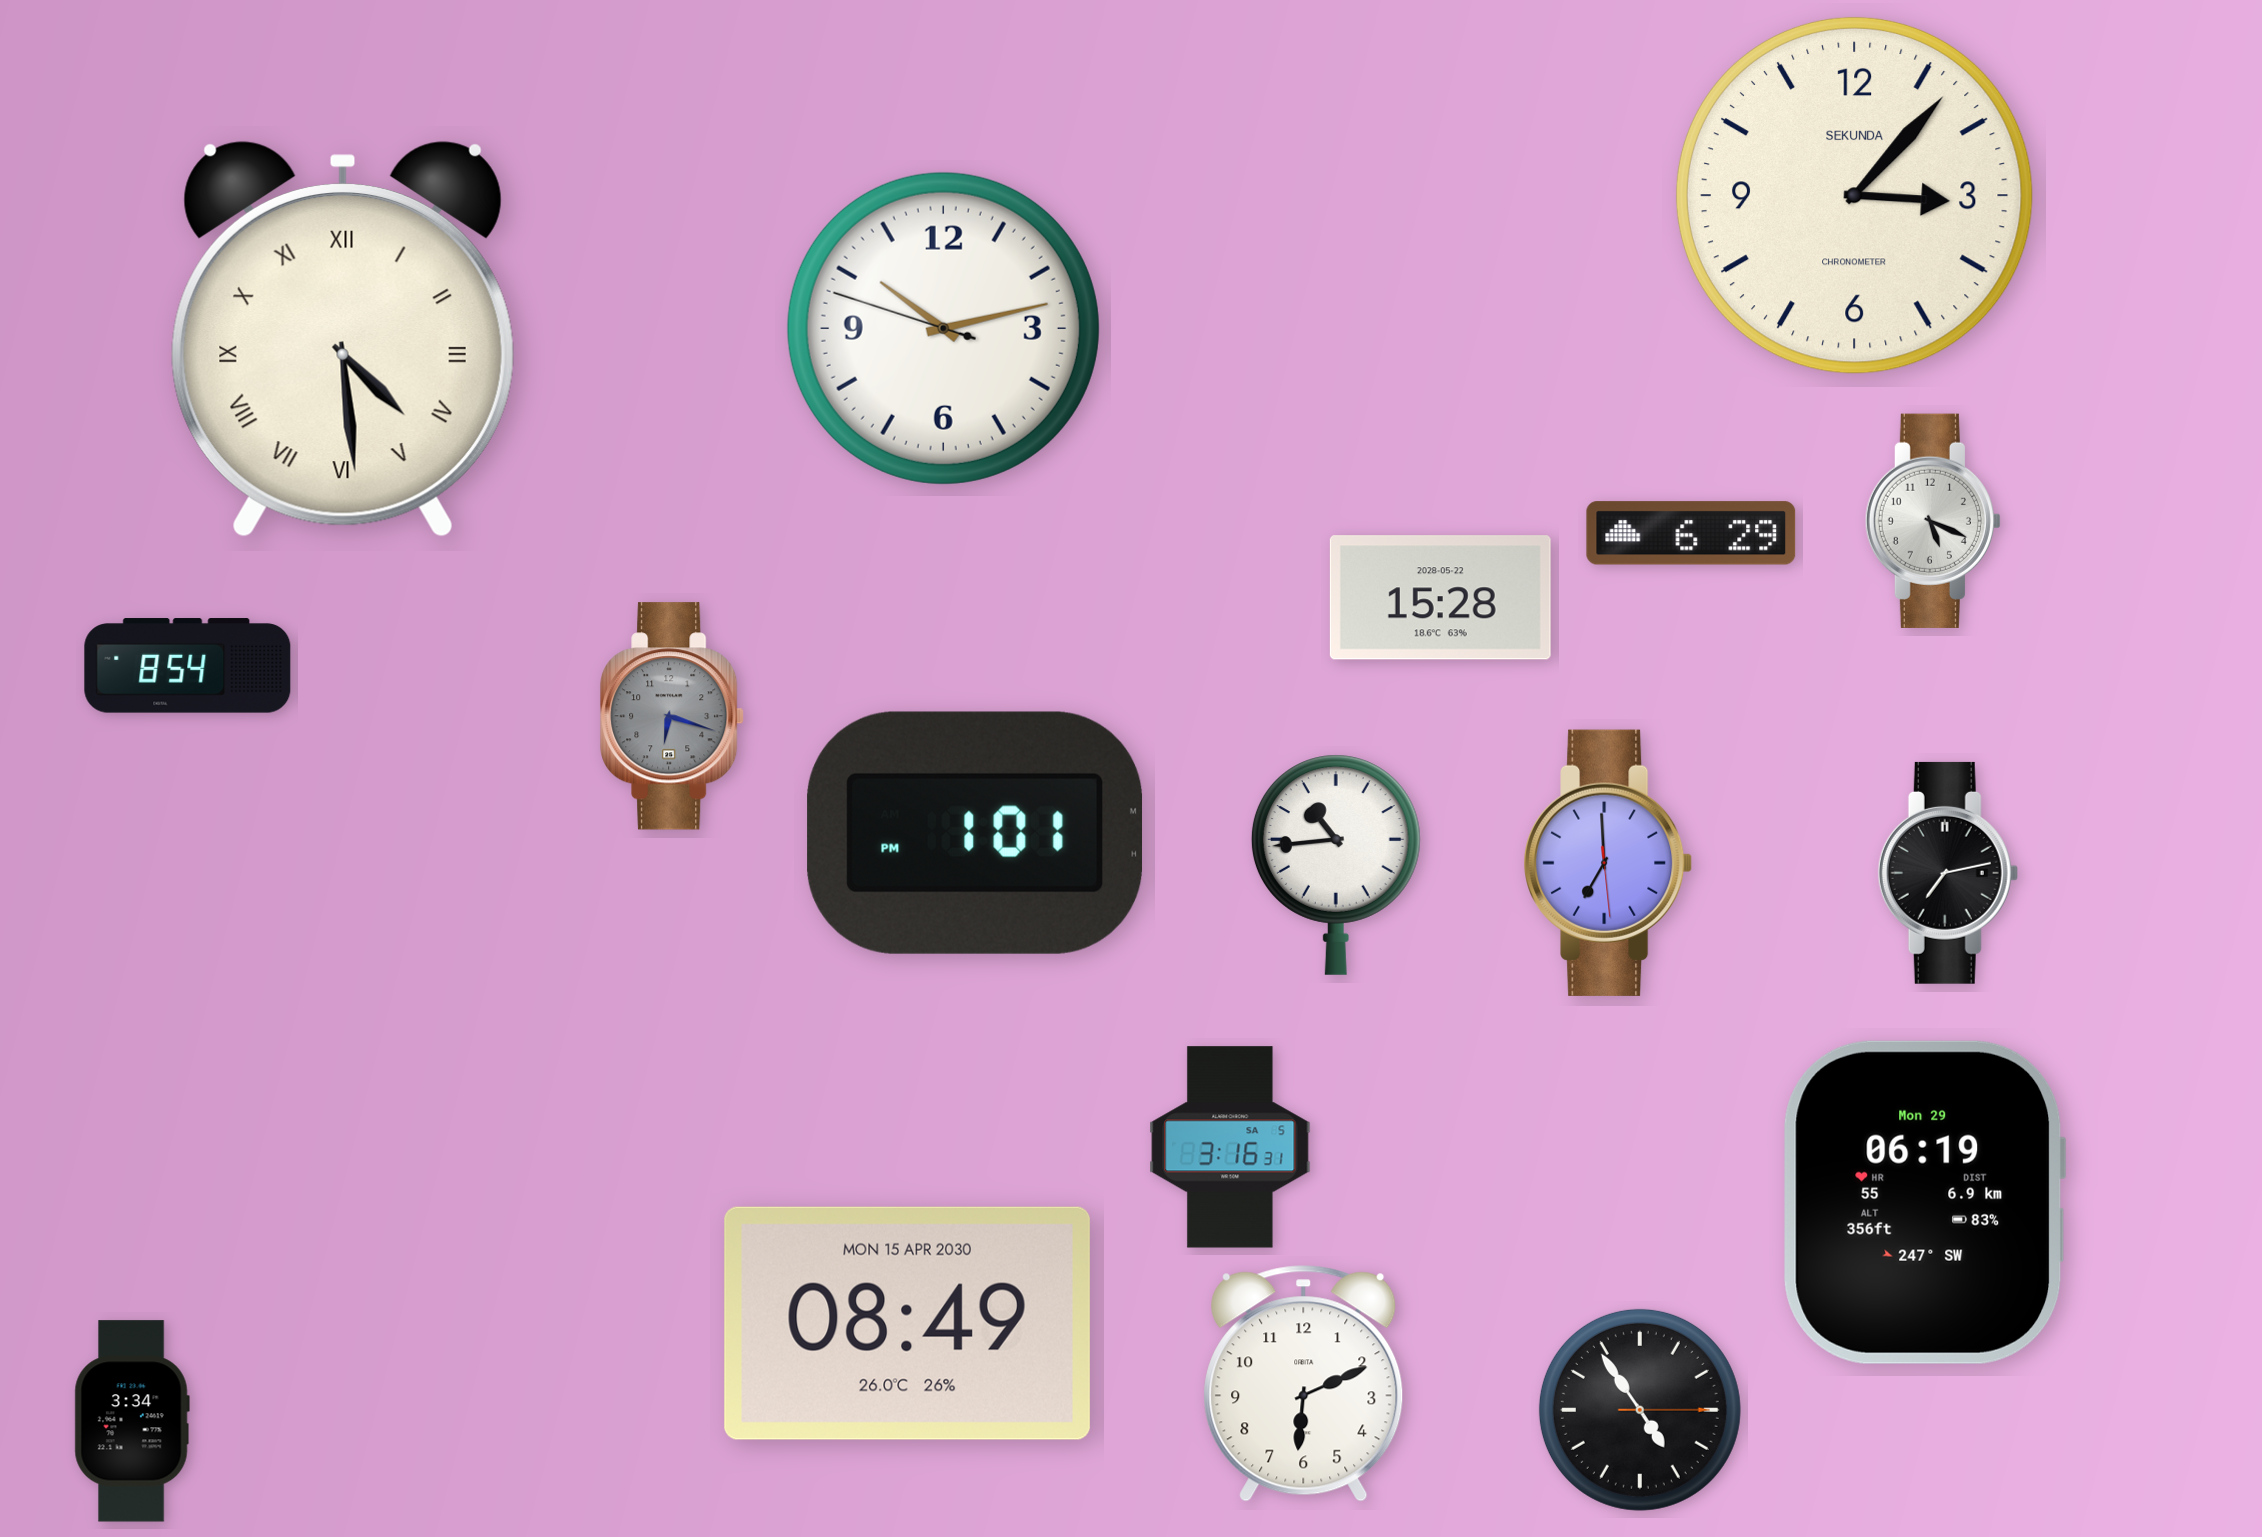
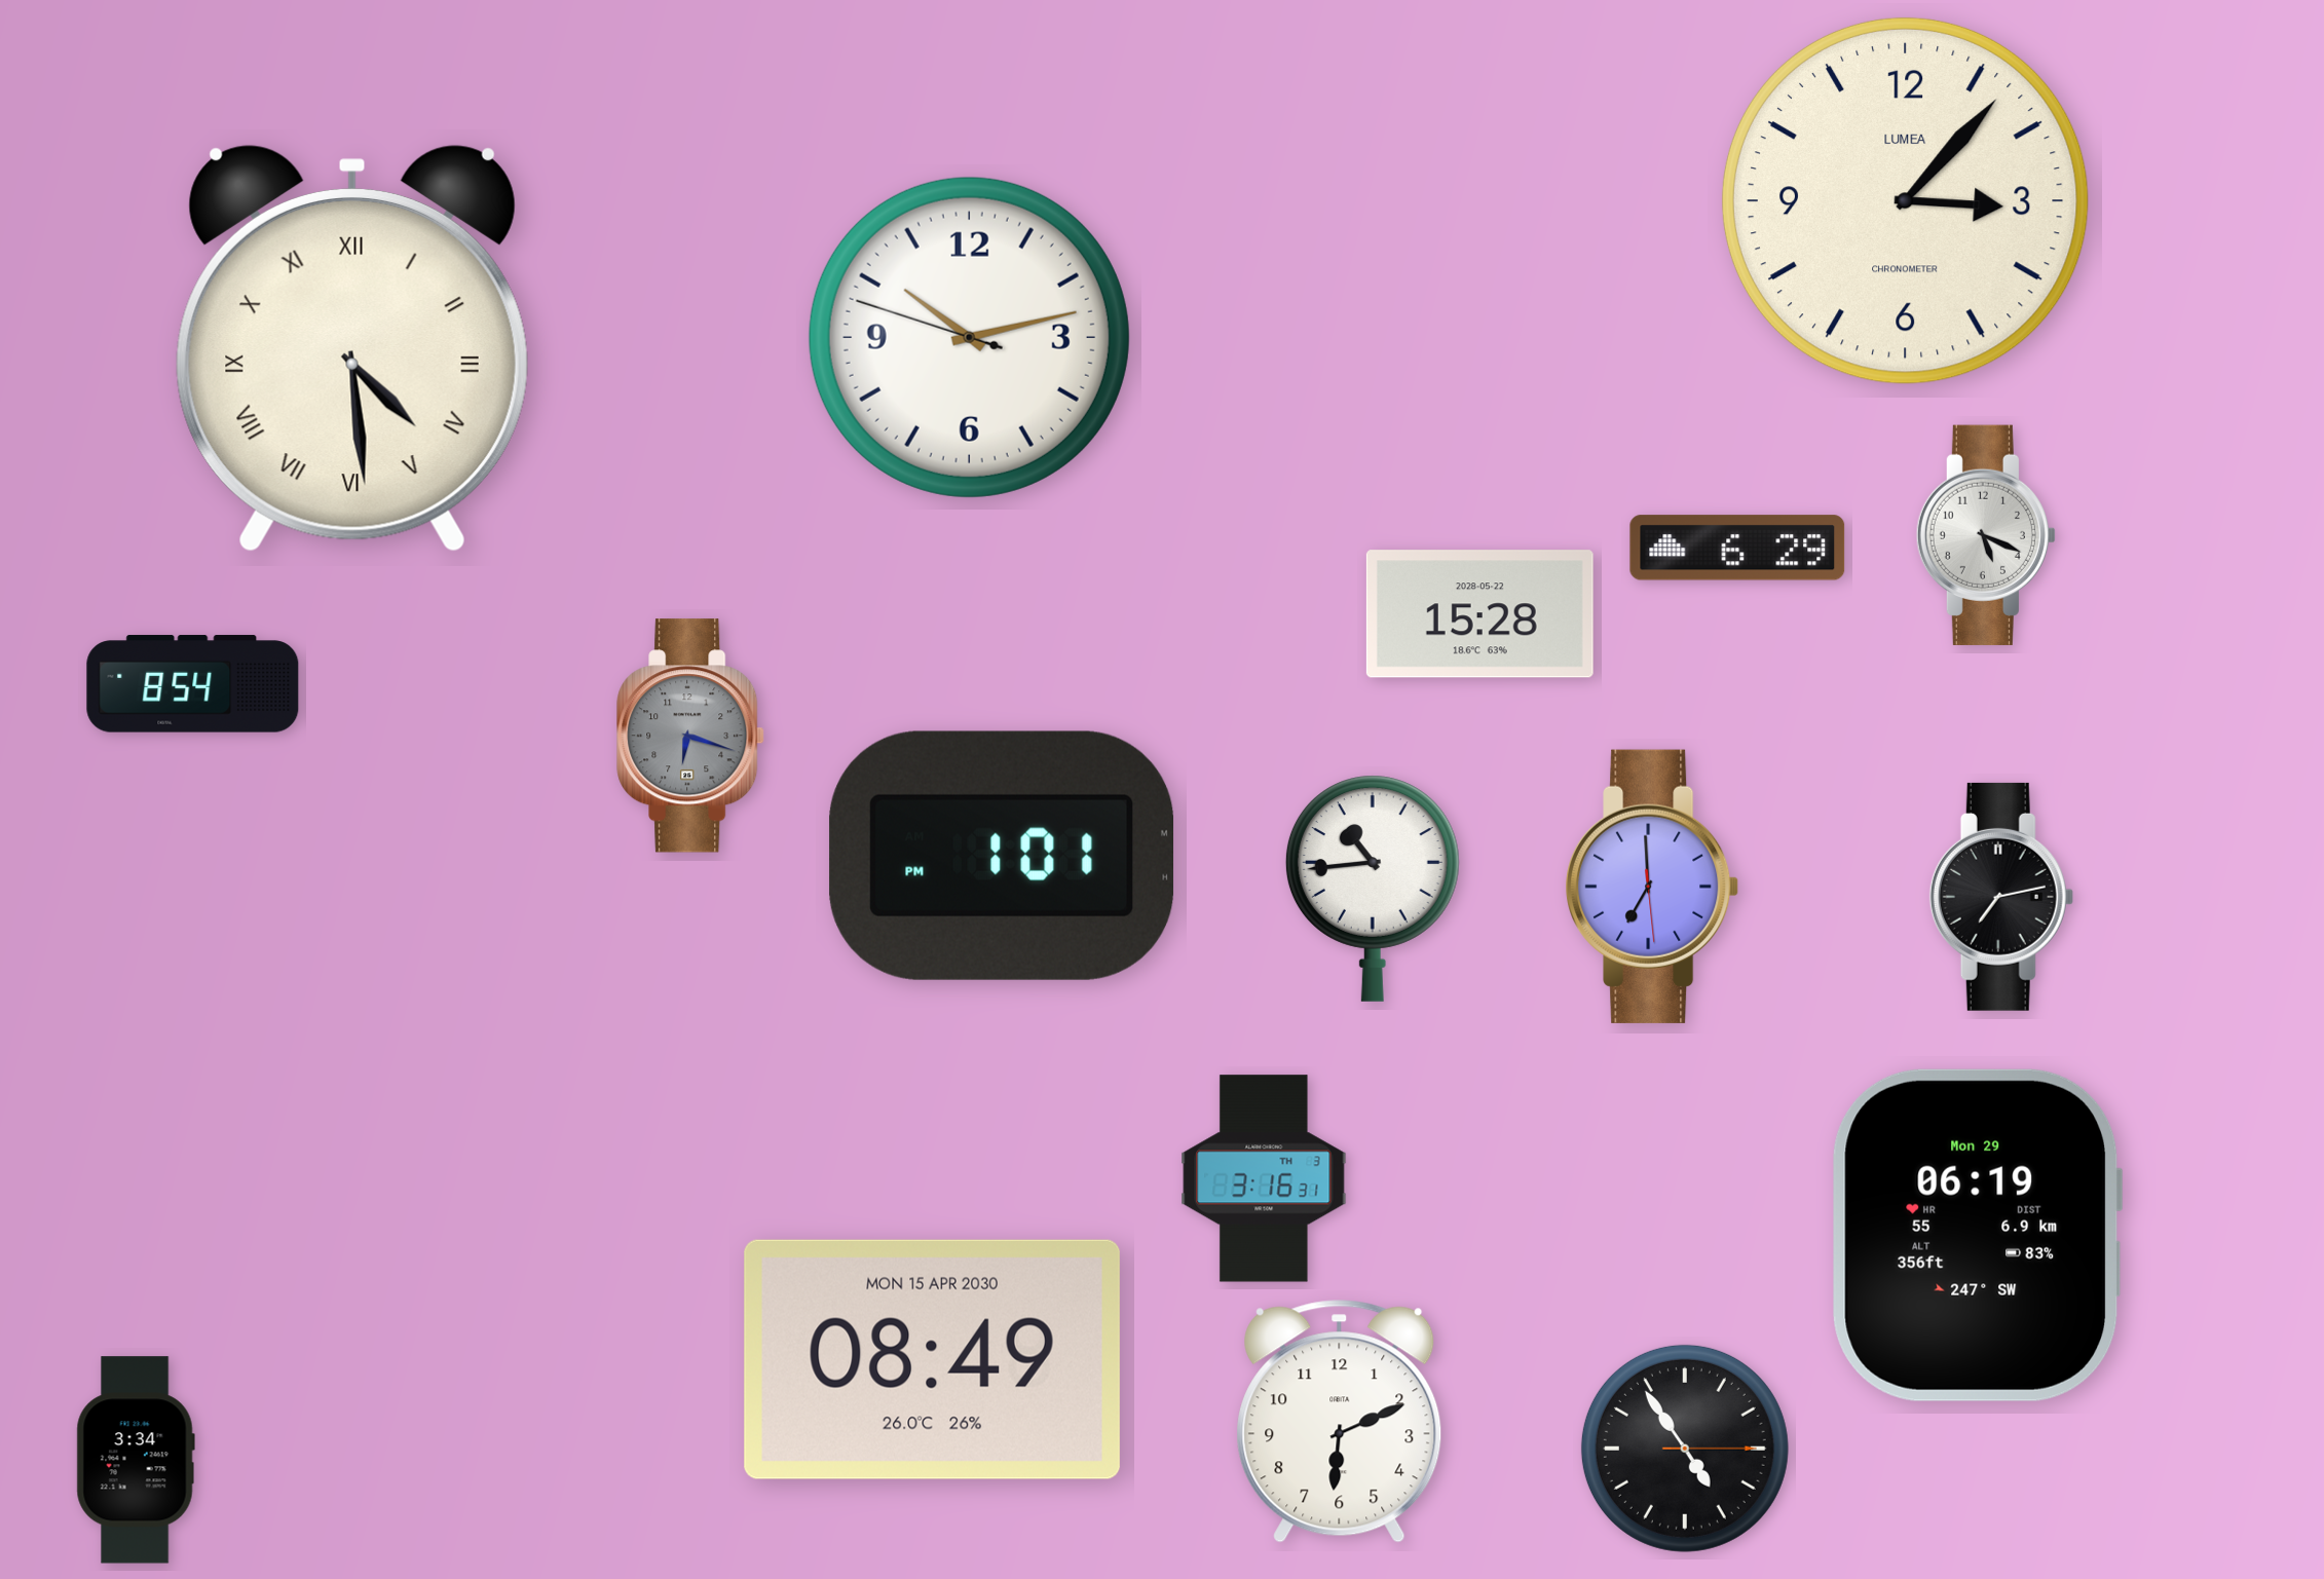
clock at (1854, 195) brand: SEKUNDA -> LUMEA
clock at (1230, 1147) date: SA 5 -> TH 3
